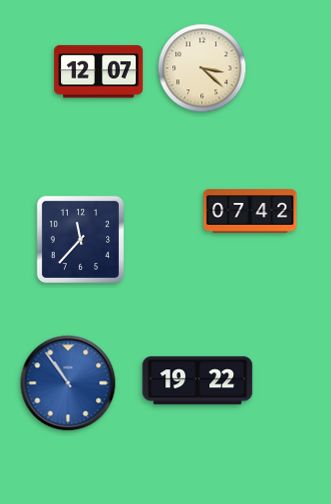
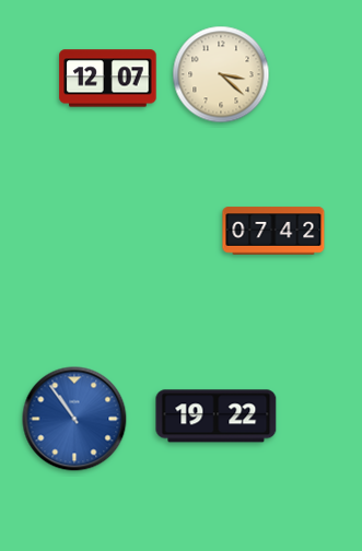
clock at (80, 239): 11:37 -> none
